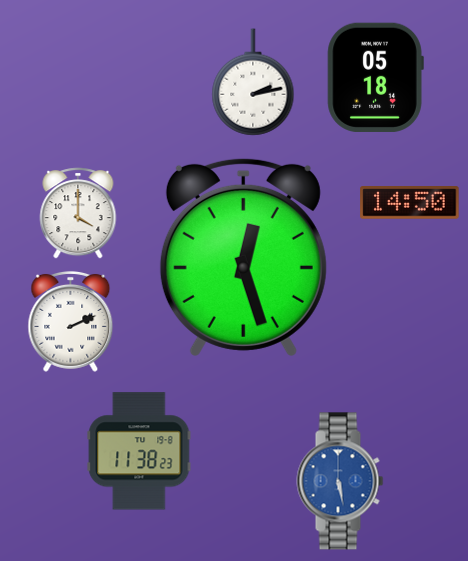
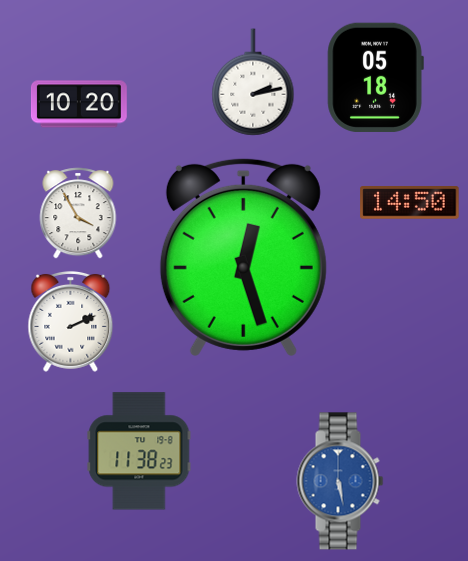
clock at (79, 104): none -> 10:20
clock at (78, 213): 4:00 -> 3:55
